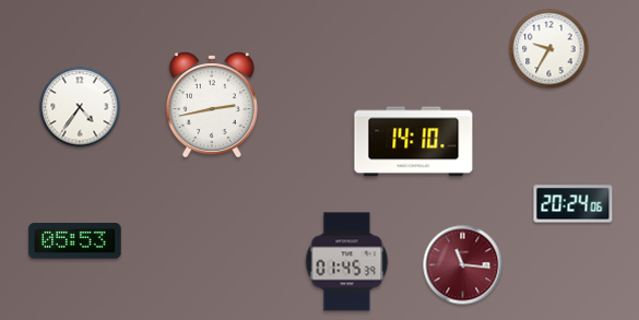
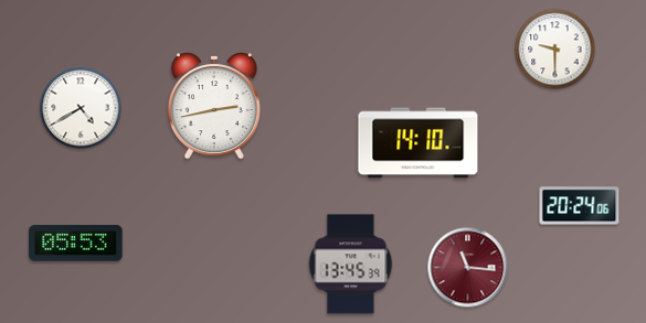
clock at (549, 49): 9:35 -> 9:30
clock at (80, 107): 4:36 -> 4:40
clock at (347, 262): 01:45 -> 13:45
